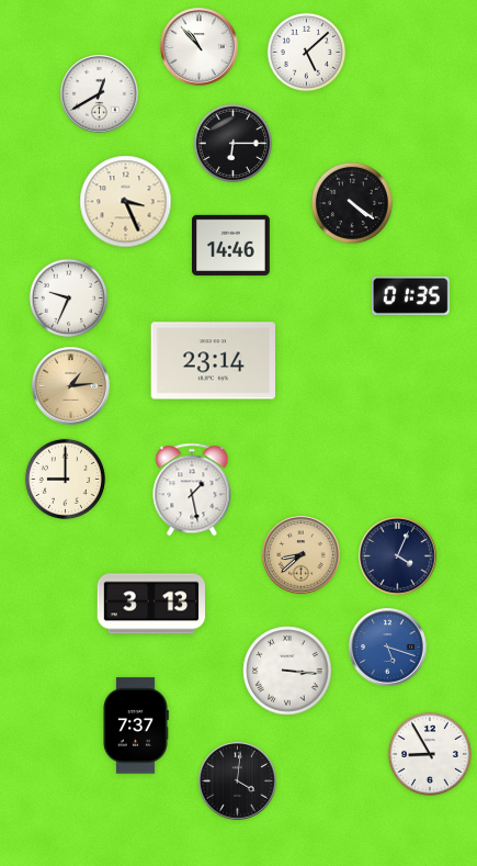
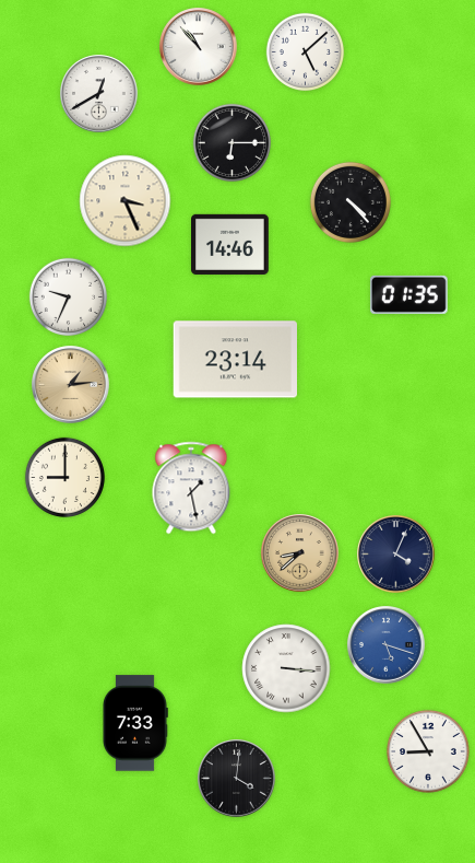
clock at (352, 203): 4:21 -> 4:23
clock at (213, 361) position: (213, 361) -> (235, 360)
clock at (151, 604): 3:13 -> none
clock at (136, 726): 7:37 -> 7:33
